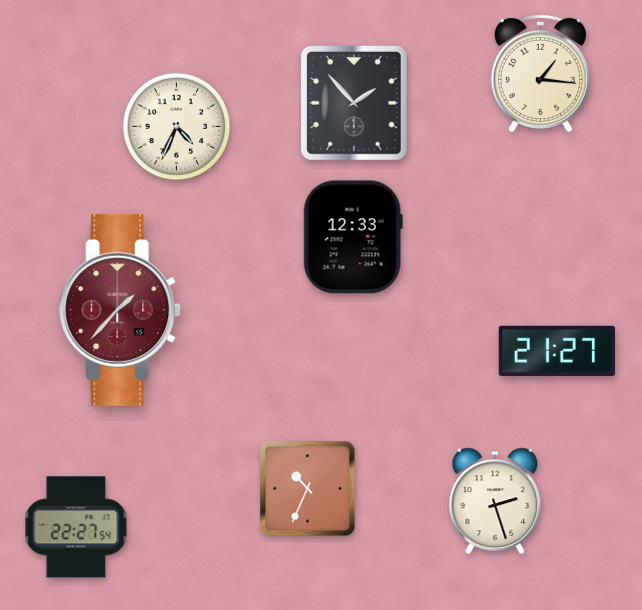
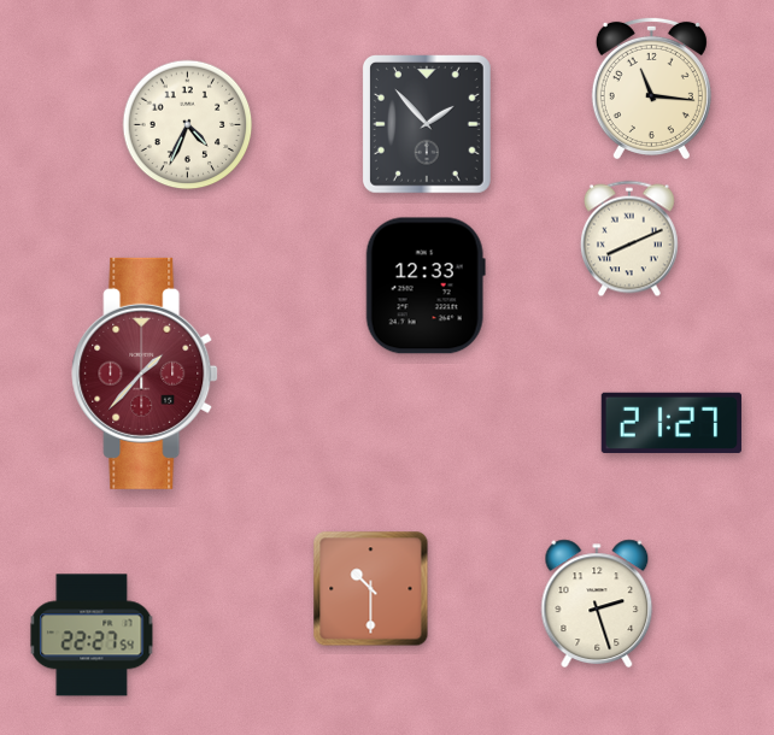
clock at (540, 72): 1:16 -> 11:16
clock at (177, 127) position: (177, 127) -> (188, 125)
clock at (629, 239): none -> 8:11
clock at (308, 489): 10:34 -> 10:30
